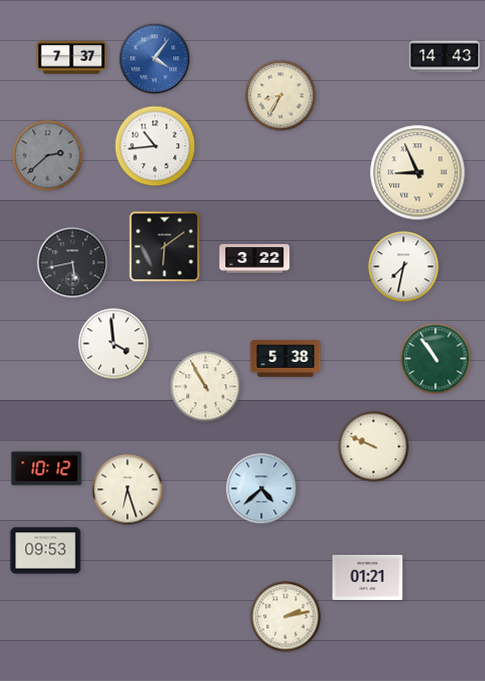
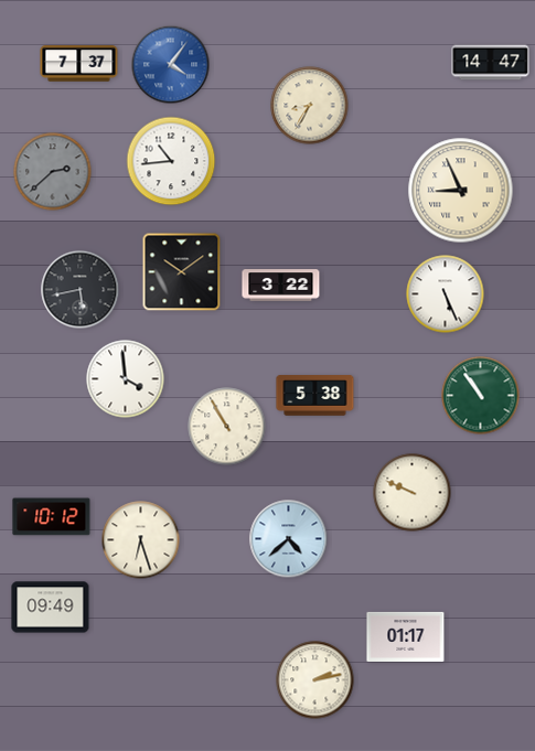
clock at (445, 57): 14:43 -> 14:47
clock at (165, 247): 6:09 -> 10:09
clock at (404, 267): 7:32 -> 5:26
clock at (46, 551): 09:53 -> 09:49
clock at (368, 577): 01:21 -> 01:17
